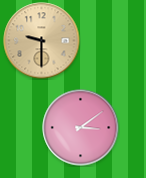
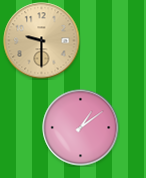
clock at (81, 128): 3:09 -> 1:09
